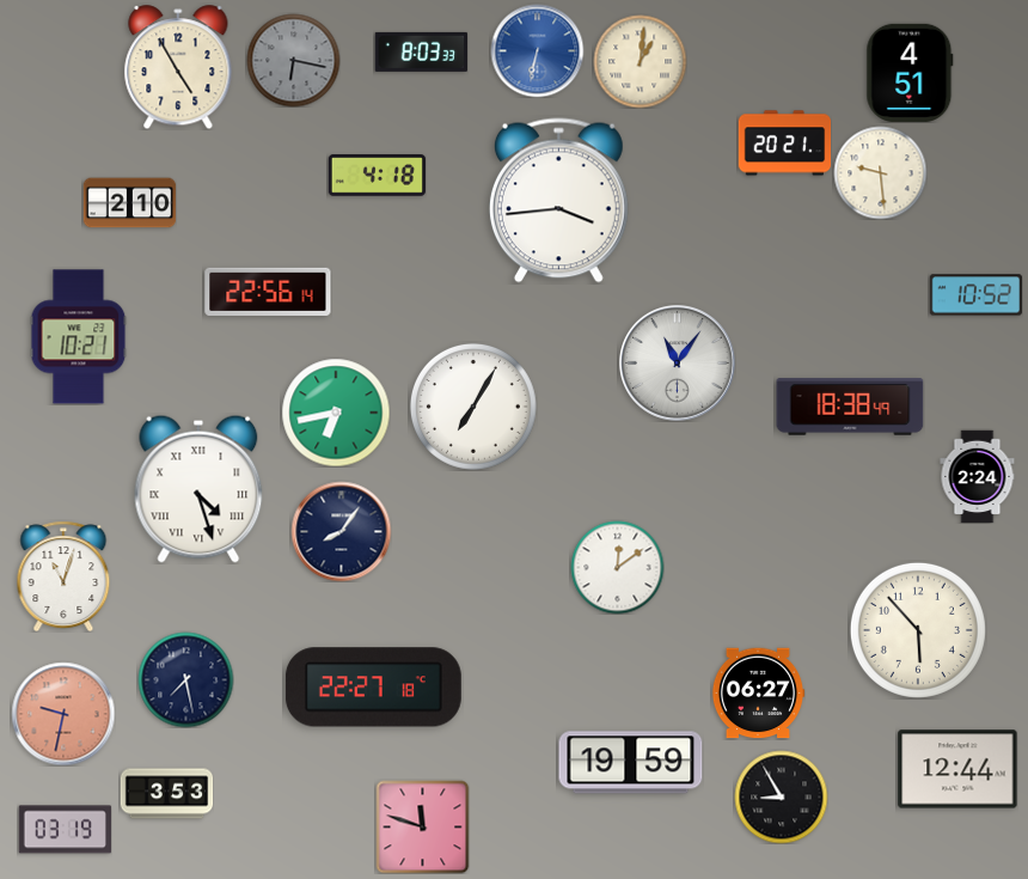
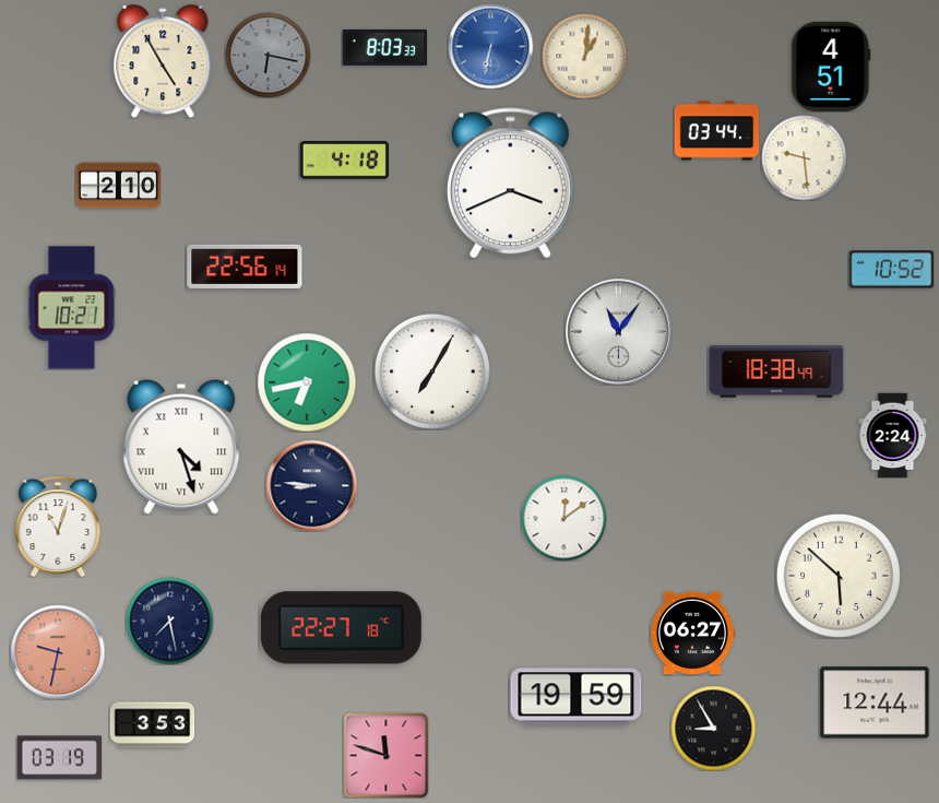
clock at (784, 144): 20:21 -> 03:44
clock at (558, 201): 3:44 -> 3:41
clock at (336, 413) position: (336, 413) -> (307, 382)
clock at (341, 531): 8:06 -> 8:46
clock at (918, 630): 5:53 -> 5:52
